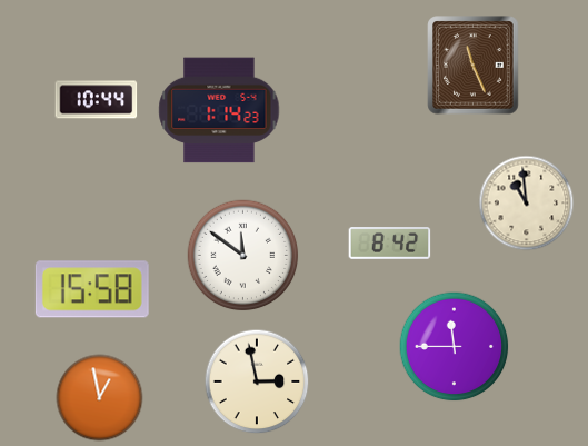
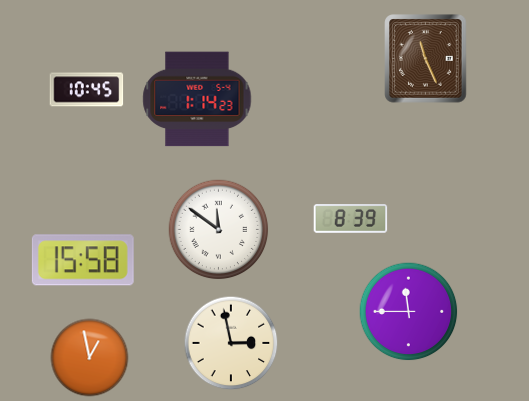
clock at (97, 100): 10:44 -> 10:45
clock at (527, 204): 10:59 -> none
clock at (390, 244): 8:42 -> 8:39
